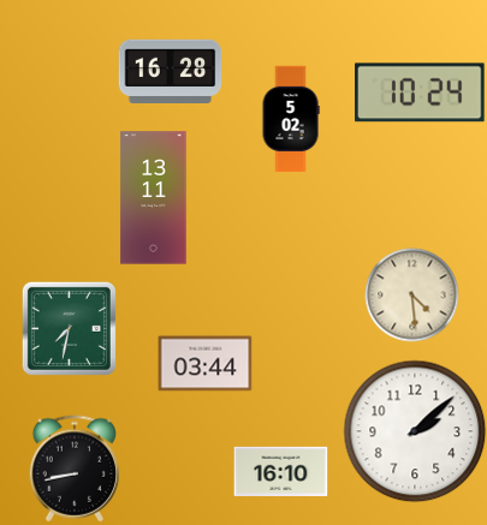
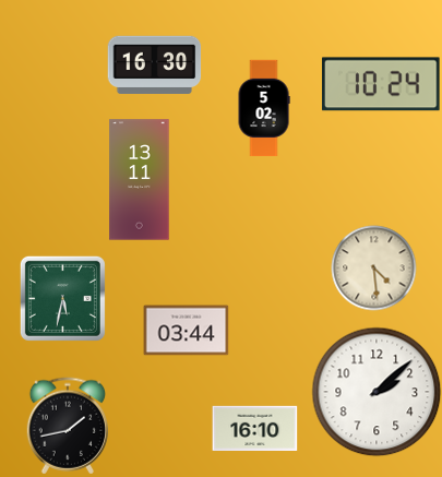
clock at (170, 71): 16:28 -> 16:30
clock at (69, 328): 7:32 -> 5:32
clock at (73, 469): 8:43 -> 1:43
